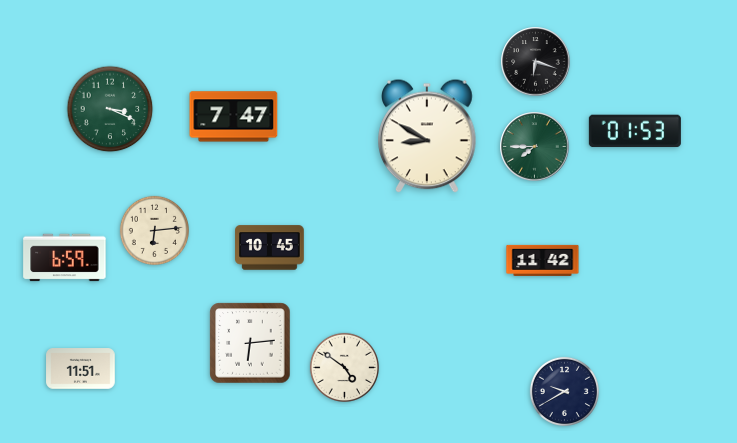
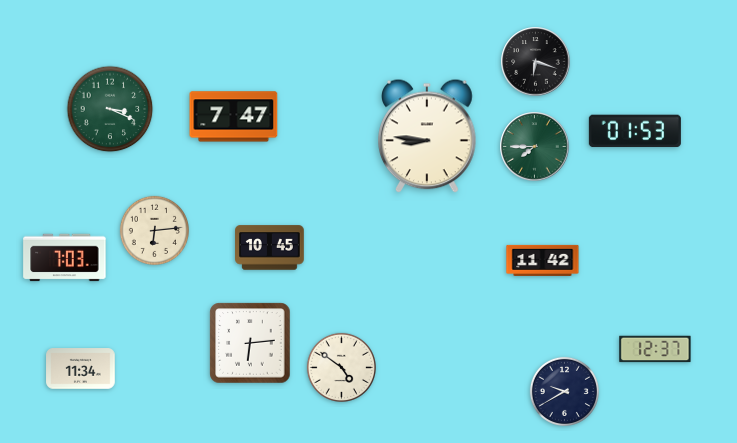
clock at (428, 136): 8:50 -> 8:46
clock at (65, 258): 6:59 -> 7:03
clock at (655, 349): none -> 12:37
clock at (344, 367) position: (344, 367) -> (341, 367)
clock at (81, 369): 11:51 -> 11:34
